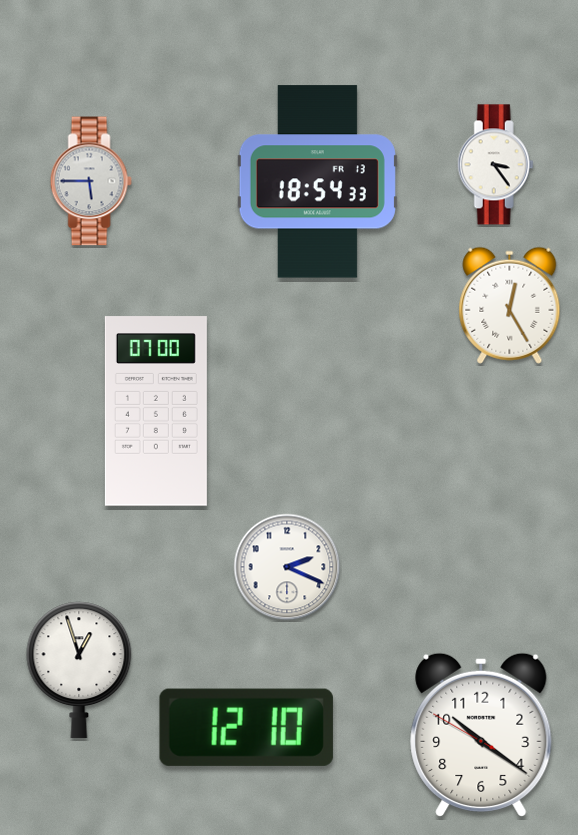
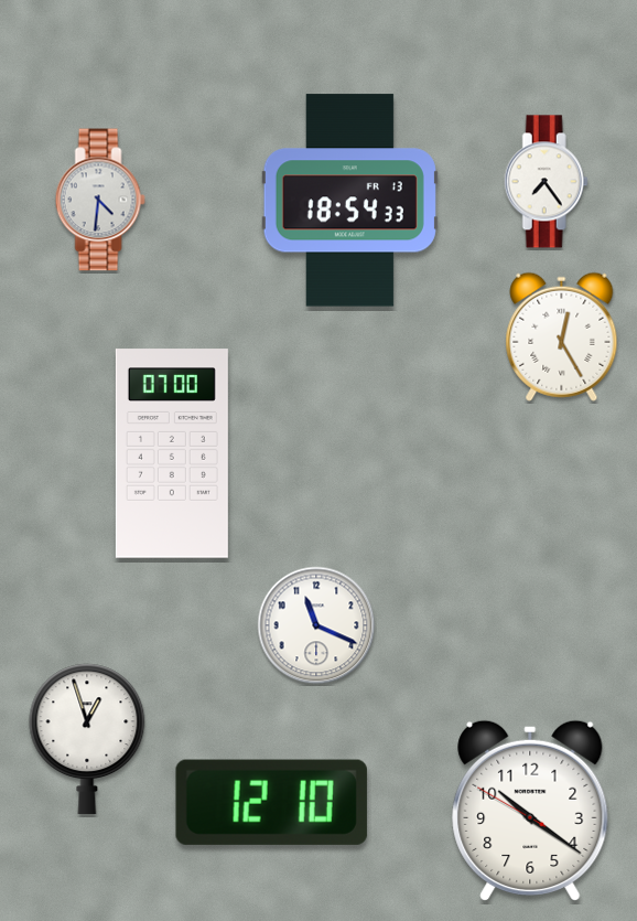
clock at (495, 165): 3:24 -> 7:24
clock at (91, 181): 5:45 -> 4:31
clock at (287, 567): 2:19 -> 11:19
